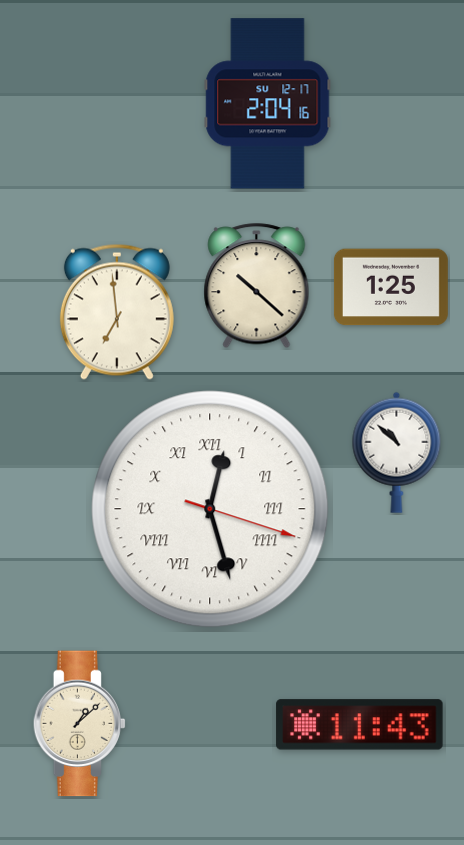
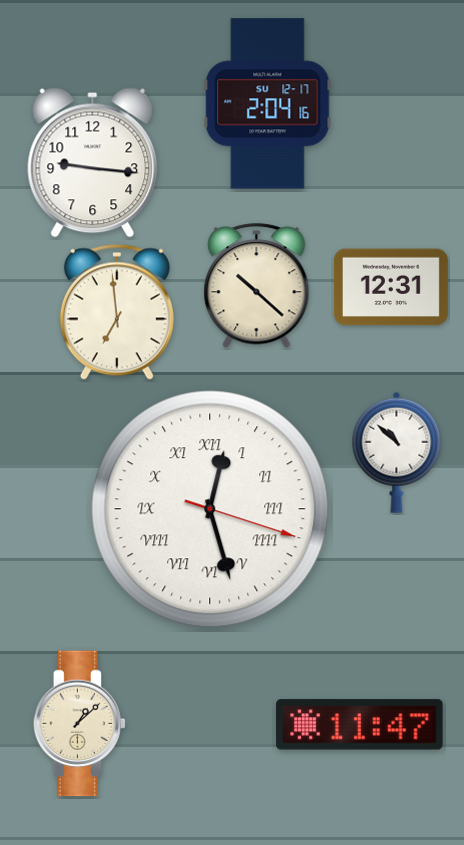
clock at (93, 163): none -> 9:16
clock at (391, 287): 1:25 -> 12:31
clock at (360, 725): 11:43 -> 11:47
